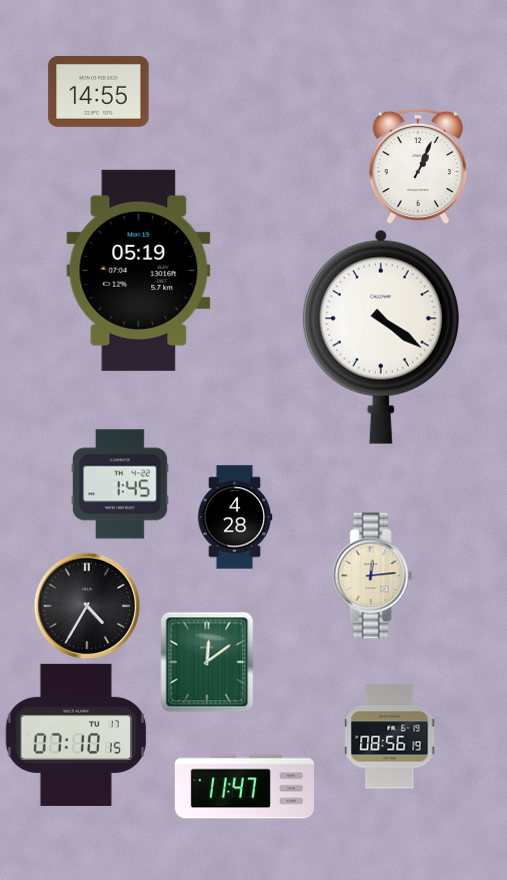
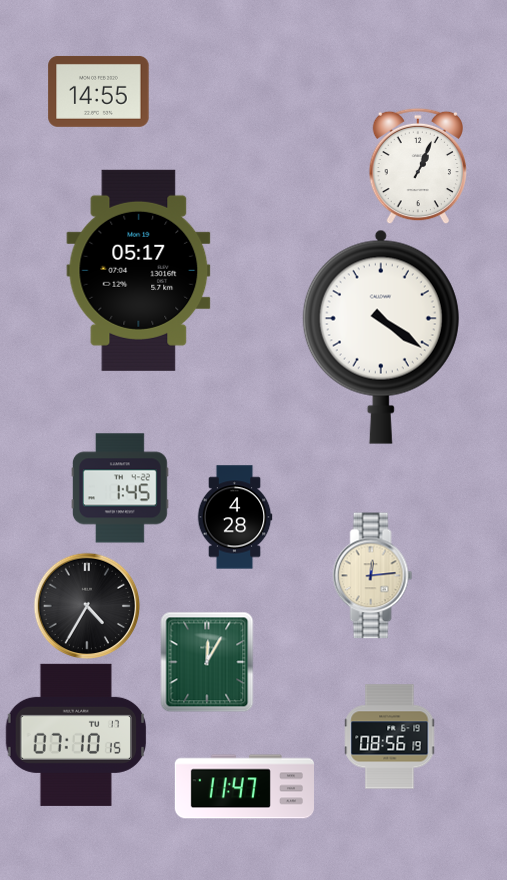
clock at (139, 270): 05:19 -> 05:17
clock at (120, 484) position: (120, 484) -> (120, 488)
clock at (207, 662): 12:09 -> 12:05
